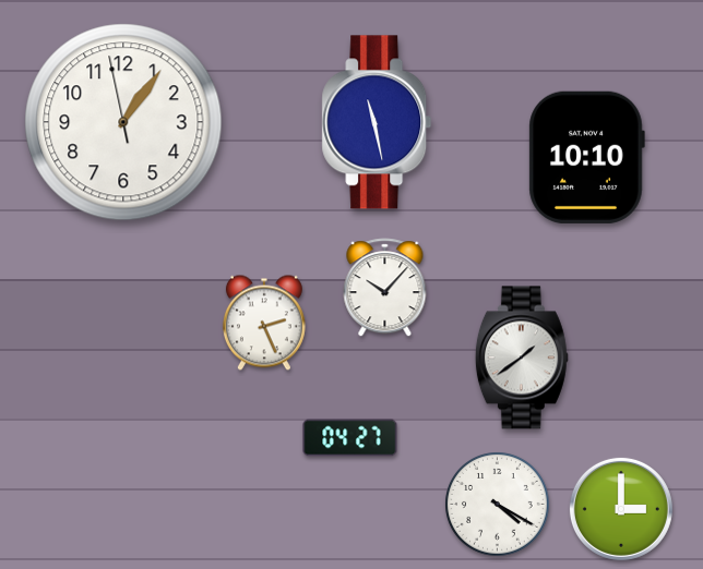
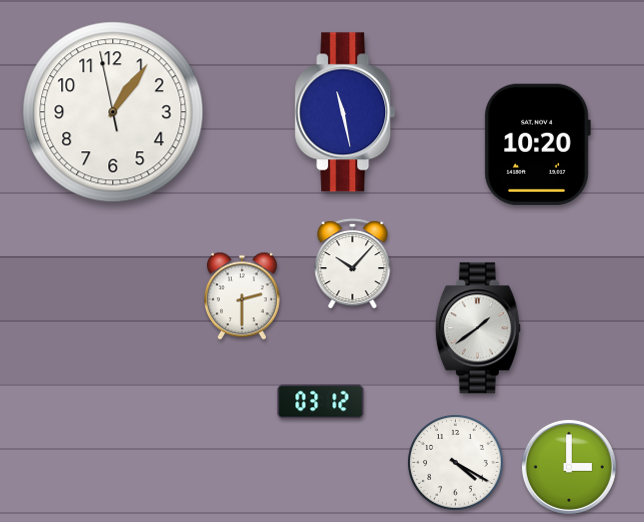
clock at (586, 157): 10:10 -> 10:20
clock at (264, 323): 2:26 -> 2:30
clock at (350, 438): 04:27 -> 03:12
